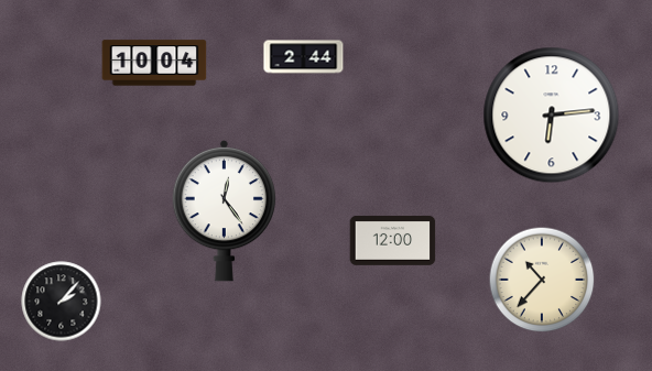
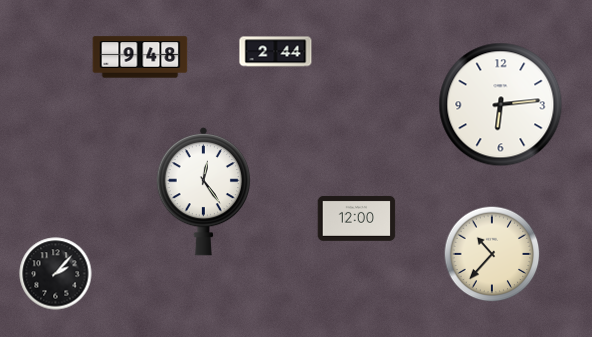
clock at (154, 63): 10:04 -> 9:48
